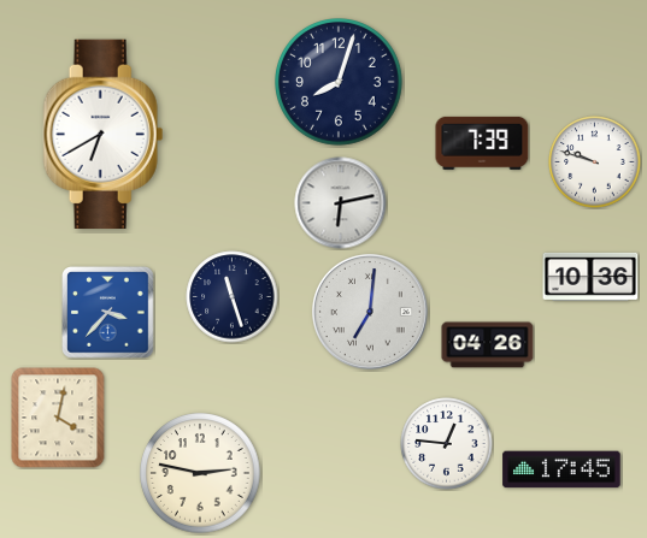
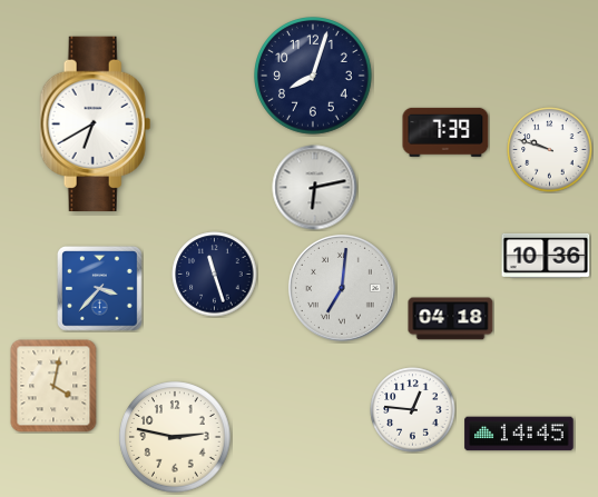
clock at (488, 345): 04:26 -> 04:18
clock at (561, 469): 17:45 -> 14:45
clock at (200, 473) position: (200, 473) -> (175, 437)
